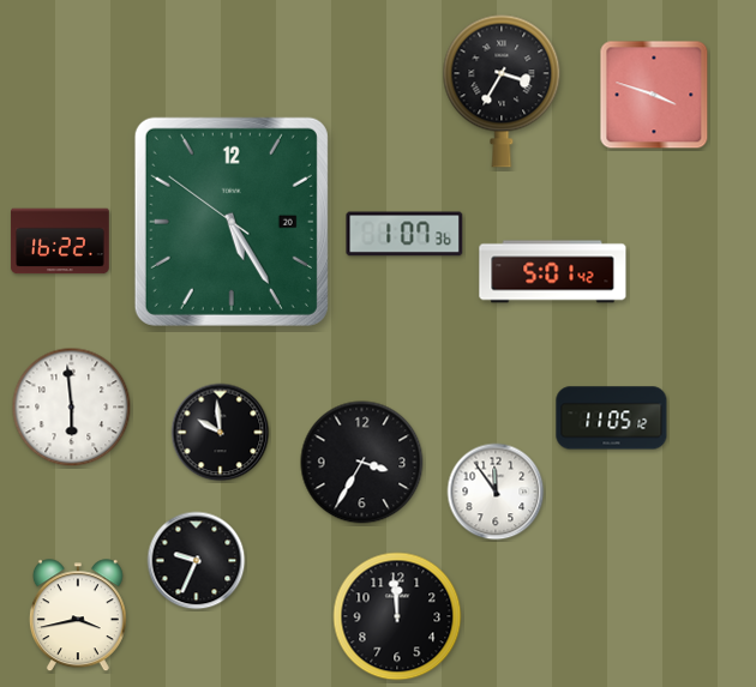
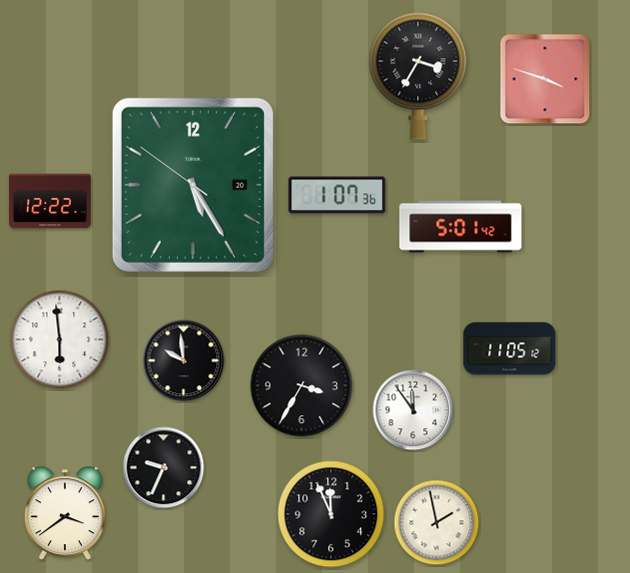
clock at (60, 241): 16:22 -> 12:22
clock at (78, 616): 3:43 -> 3:39
clock at (397, 616): 11:59 -> 11:56
clock at (437, 523): none -> 1:58
